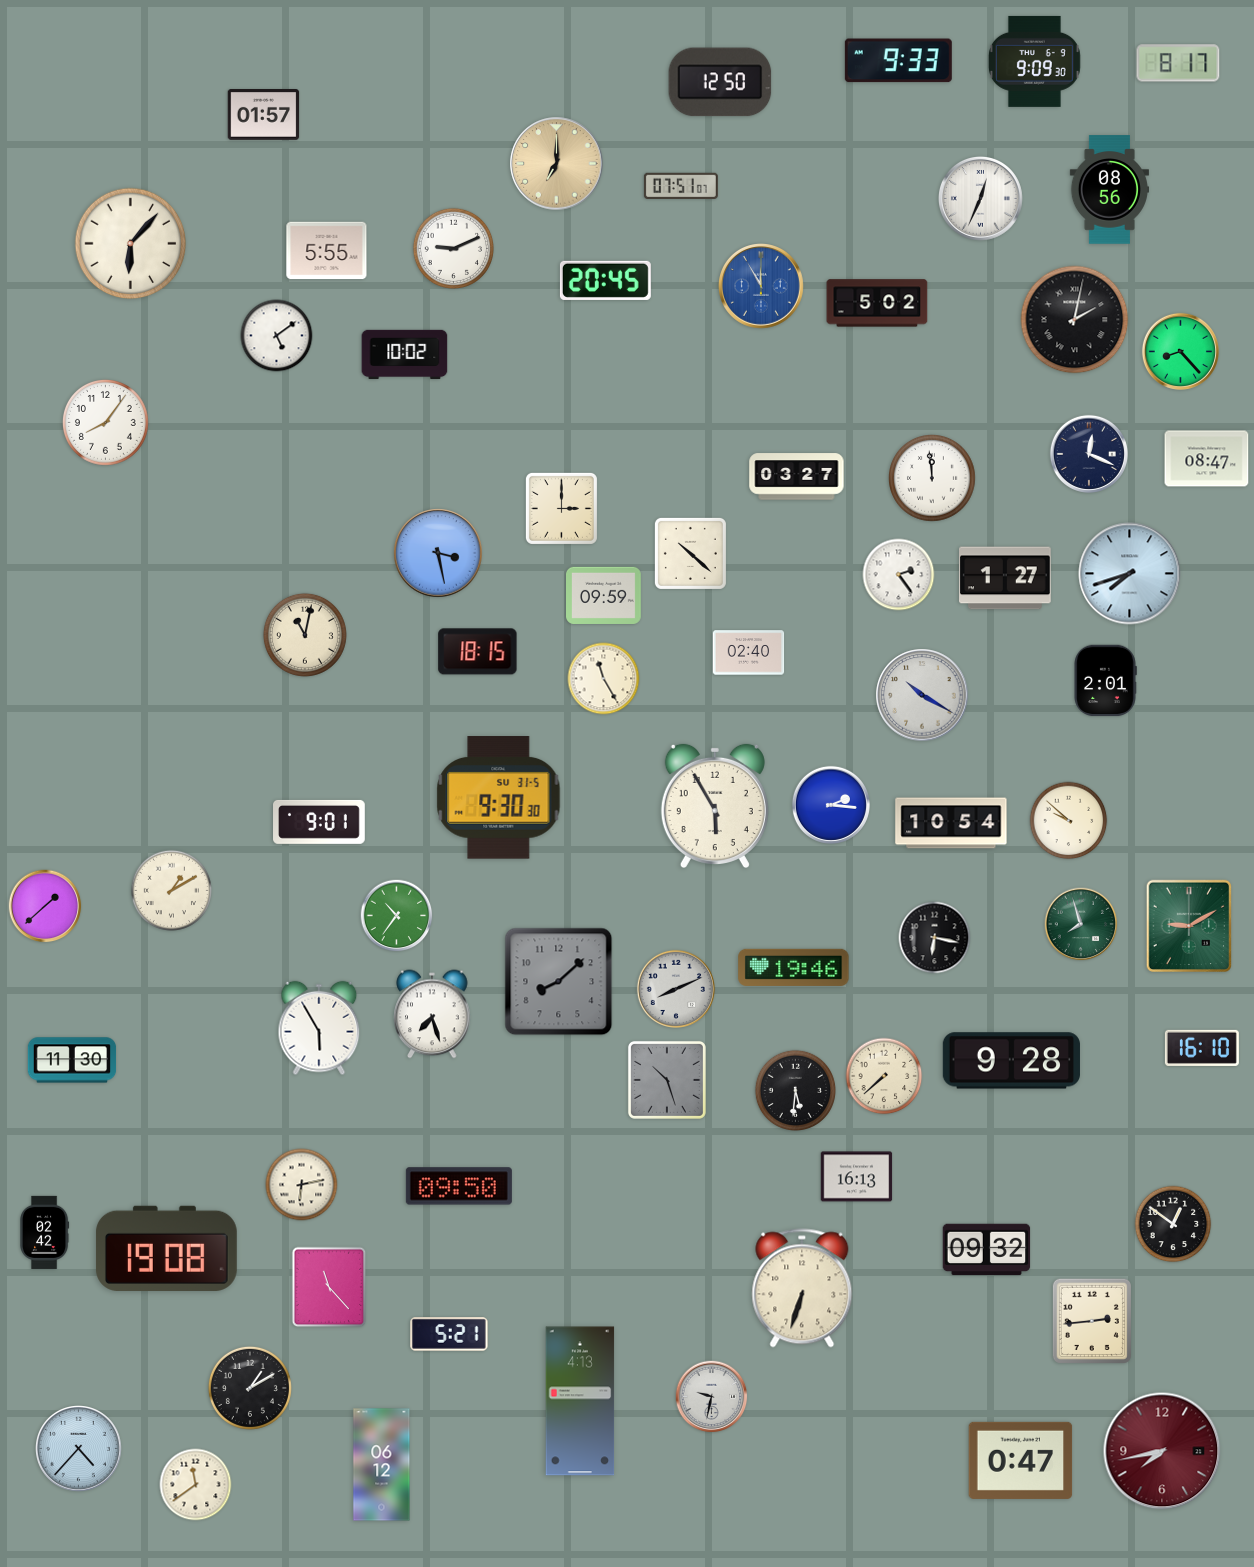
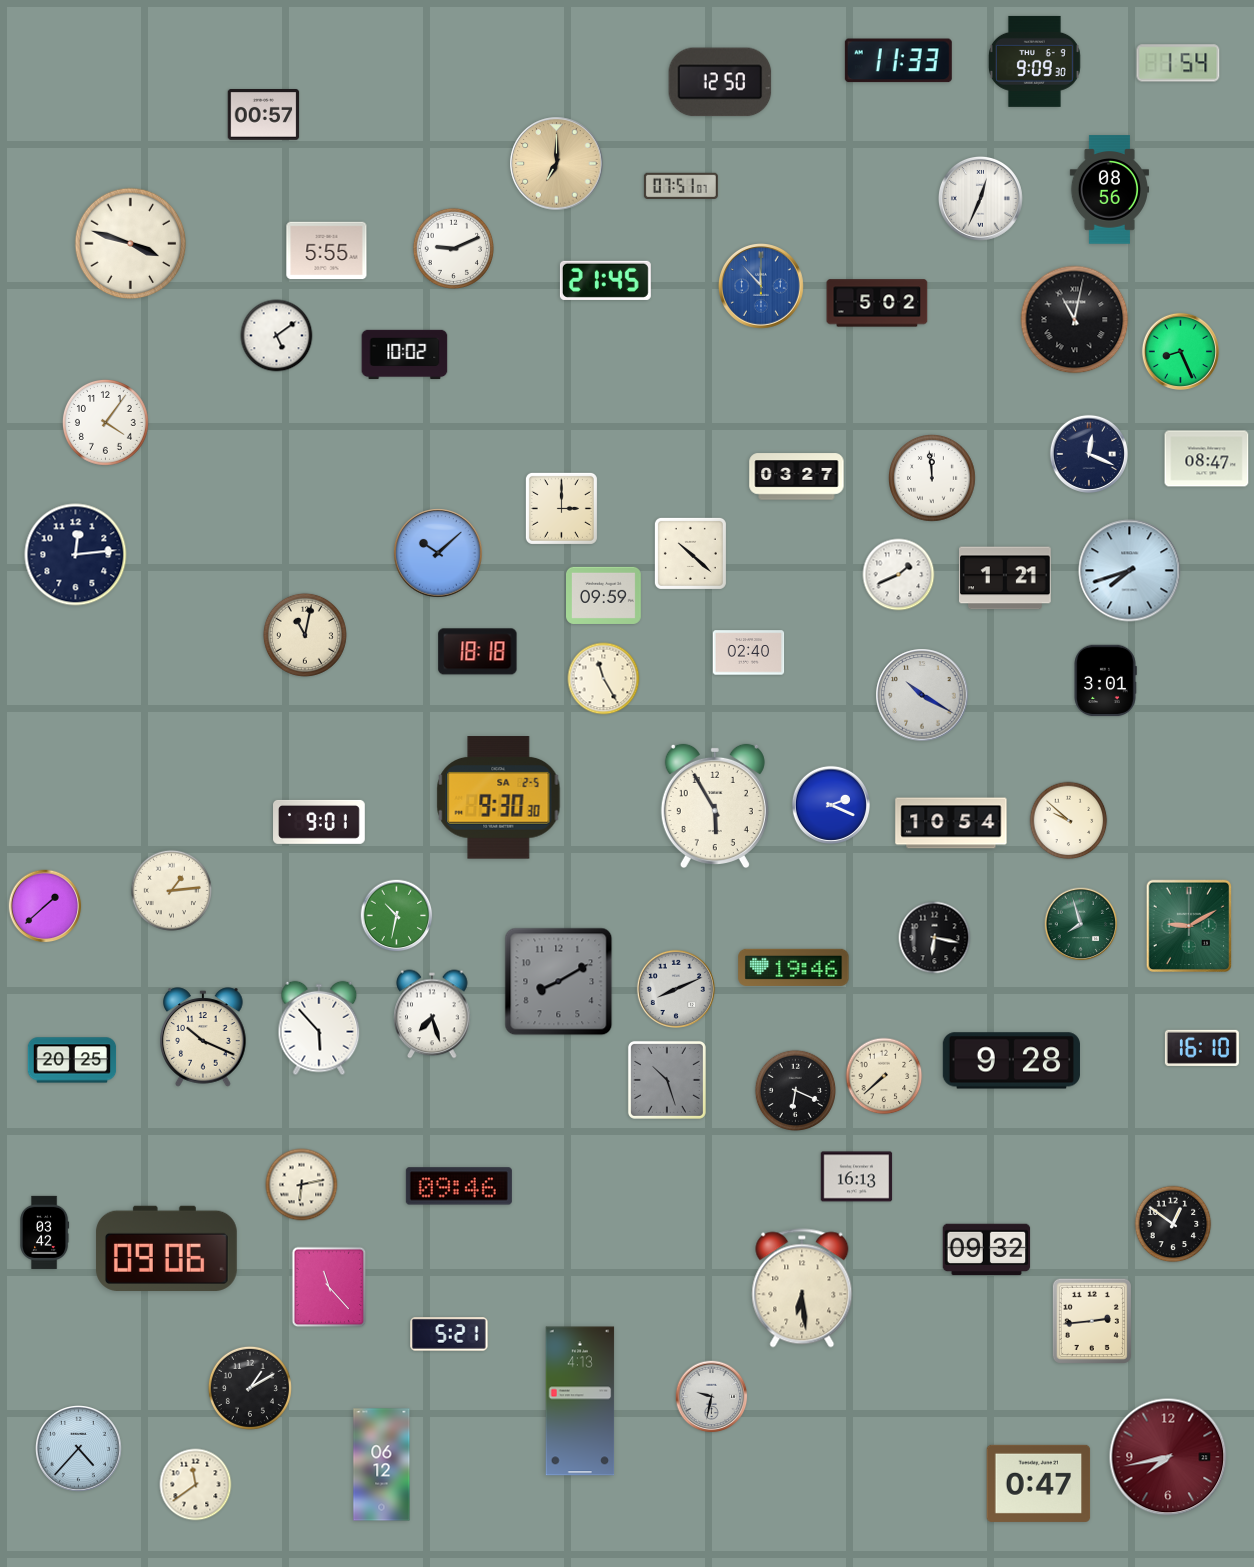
clock at (898, 61): 9:33 -> 11:33
clock at (1178, 63): 8:17 -> 1:54
clock at (264, 115): 01:57 -> 00:57
clock at (131, 244): 6:07 -> 3:48
clock at (605, 280): 20:45 -> 21:45
clock at (762, 287): 11:55 -> 11:53
clock at (1075, 320): 2:02 -> 11:02
clock at (1180, 351): 8:23 -> 8:26
clock at (105, 422): 8:06 -> 4:06
clock at (438, 553): 3:28 -> 10:08
clock at (76, 555): none -> 12:14
clock at (1130, 574) position: (1130, 574) -> (1130, 571)
clock at (899, 575): 2:24 -> 1:41
clock at (1006, 578): 1:27 -> 1:21
clock at (478, 652): 18:15 -> 18:18
clock at (1105, 681): 2:01 -> 3:01
clock at (499, 798) date: SU 31-5 -> SA 2-5
clock at (831, 805): 2:16 -> 2:19
clock at (171, 890): 1:10 -> 1:14
clock at (397, 916): 10:36 -> 10:32
clock at (559, 982): 8:08 -> 8:10
clock at (319, 1028): 5:55 -> 5:53
clock at (203, 1037): none -> 10:19
clock at (72, 1060): 11:30 -> 20:25
clock at (795, 1090): 5:31 -> 6:19
clock at (459, 1186): 09:50 -> 09:46
clock at (45, 1232): 02:42 -> 03:42
clock at (166, 1248): 19:08 -> 09:06
clock at (802, 1288): 6:33 -> 6:29
clock at (1162, 1451) position: (1162, 1451) -> (1168, 1457)
clock at (1021, 1460) position: (1021, 1460) -> (1039, 1483)
